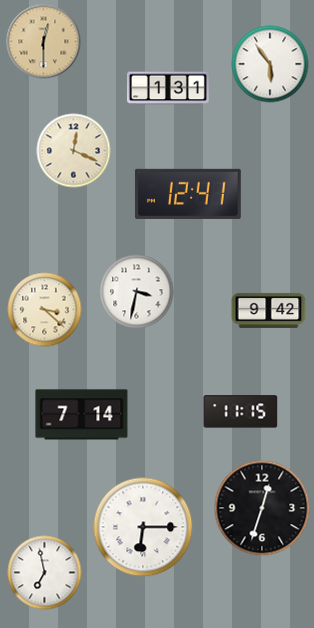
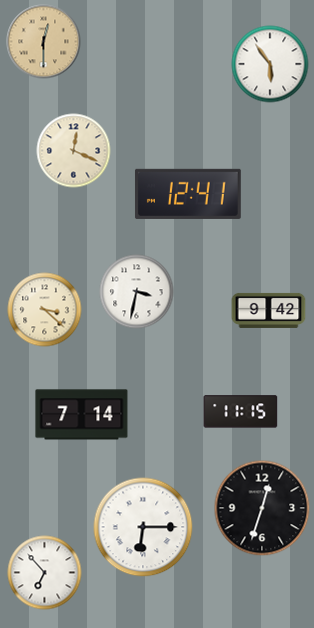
clock at (168, 88): 1:31 -> none
clock at (45, 573): 6:58 -> 6:53
